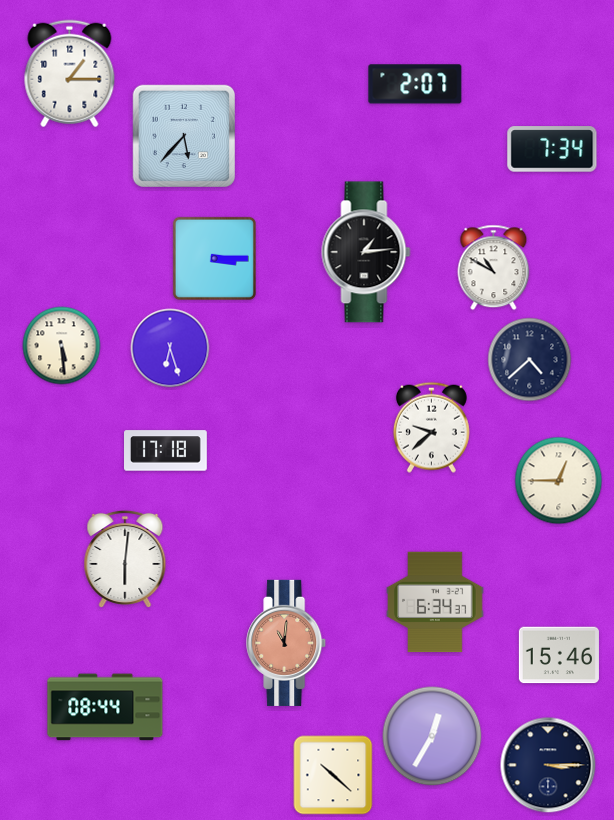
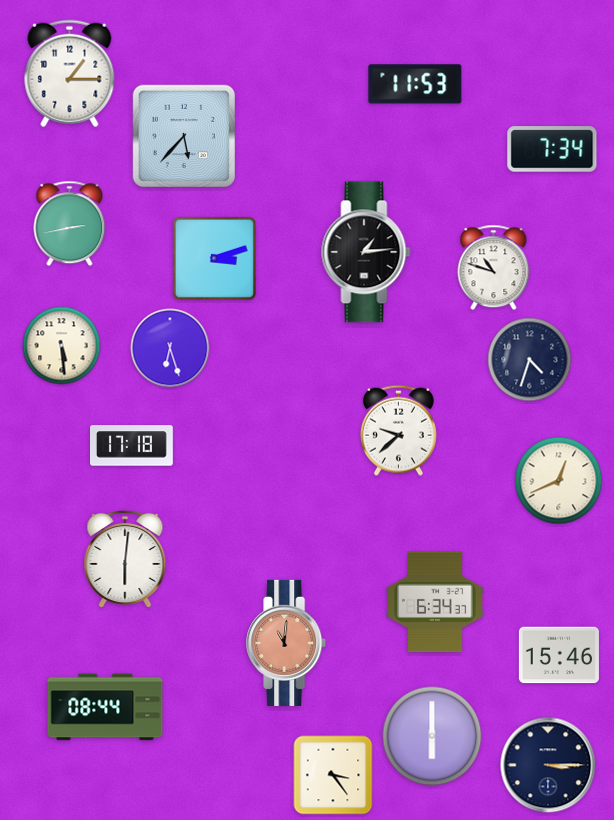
clock at (415, 84): 2:07 -> 11:53
clock at (70, 224): none -> 2:43
clock at (214, 258): 3:15 -> 3:12
clock at (494, 268): 10:50 -> 10:48
clock at (530, 360): 4:38 -> 4:33
clock at (431, 427) position: (431, 427) -> (398, 430)
clock at (166, 451) position: (166, 451) -> (132, 446)
clock at (559, 481): 12:45 -> 12:41
clock at (432, 736): 12:35 -> 6:00
clock at (333, 775): 10:22 -> 3:24
